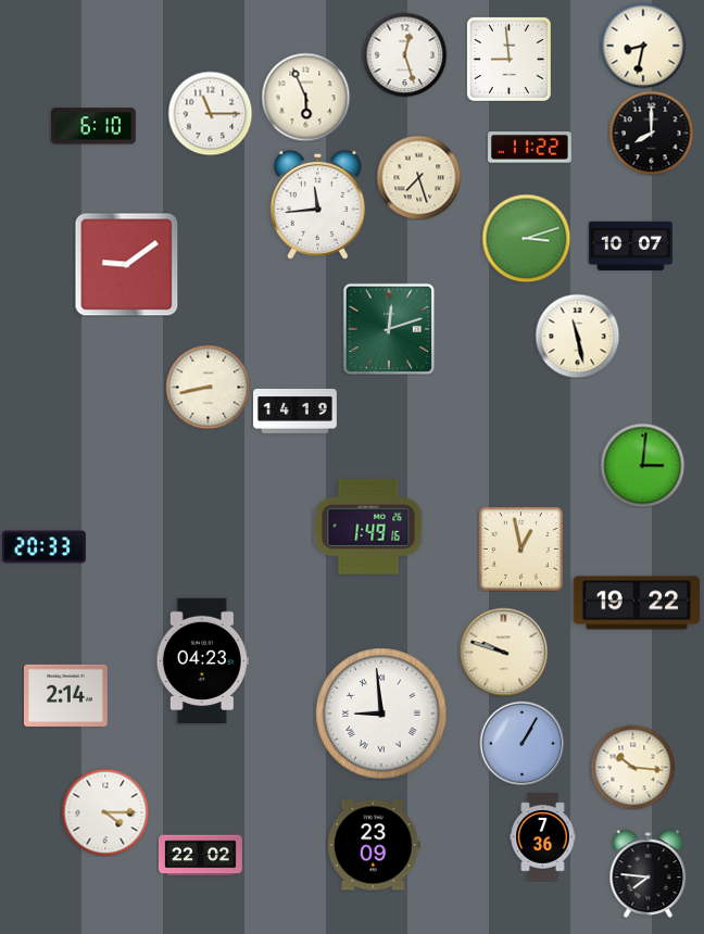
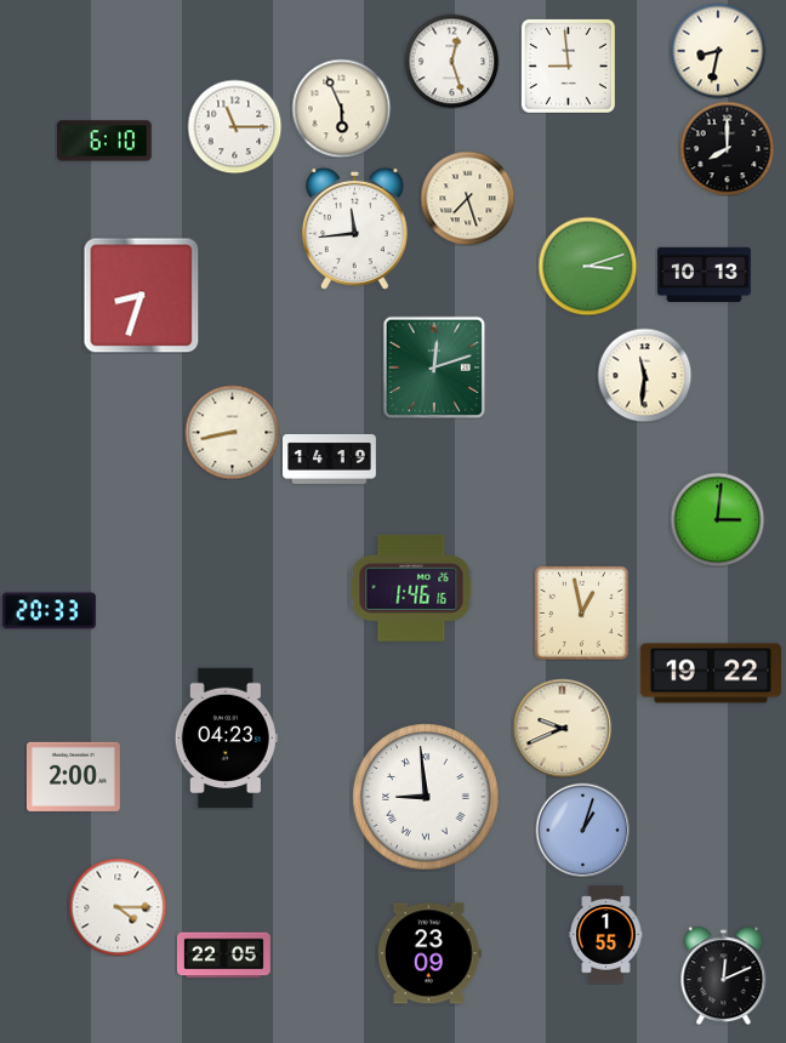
clock at (529, 148): 11:22 -> none
clock at (631, 245): 10:07 -> 10:13
clock at (126, 264): 9:09 -> 8:33
clock at (577, 336): 11:28 -> 11:31
clock at (368, 527): 1:49 -> 1:46
clock at (503, 652): 9:48 -> 9:41
clock at (65, 695): 2:14 -> 2:00
clock at (521, 743): 1:05 -> 1:03
clock at (632, 767): 10:16 -> none
clock at (543, 837): 7:36 -> 1:55
clock at (375, 845) position: (375, 845) -> (431, 953)
clock at (201, 856): 22:02 -> 22:05
clock at (649, 873): 7:46 -> 12:11
